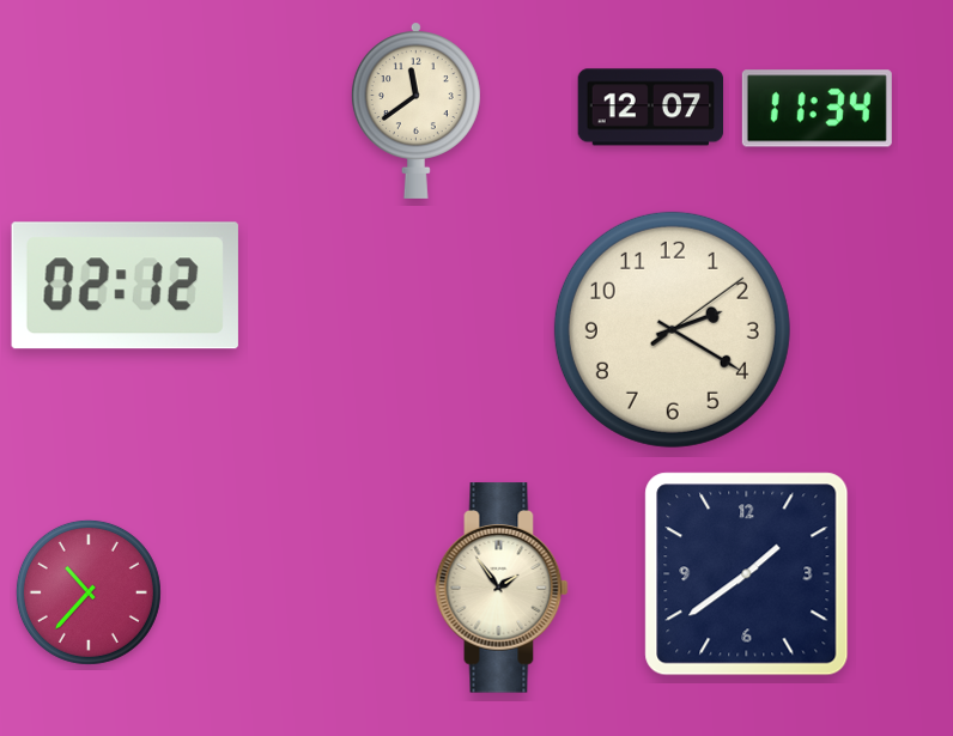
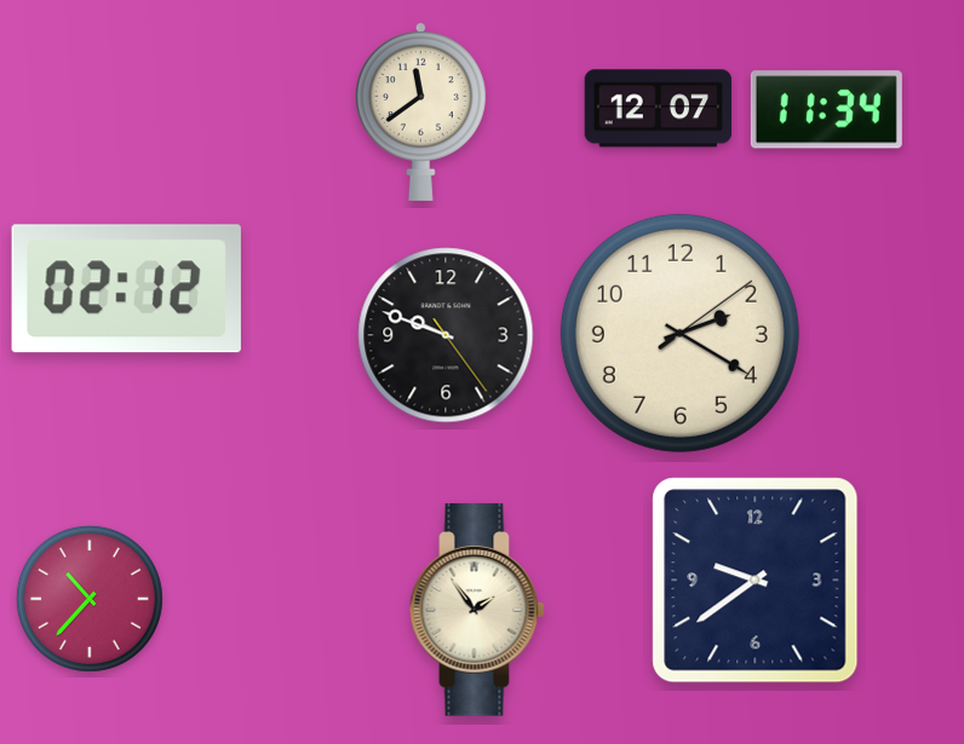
clock at (446, 335): none -> 9:48
clock at (747, 574): 1:39 -> 9:39
clock at (502, 588) position: (502, 588) -> (477, 610)
